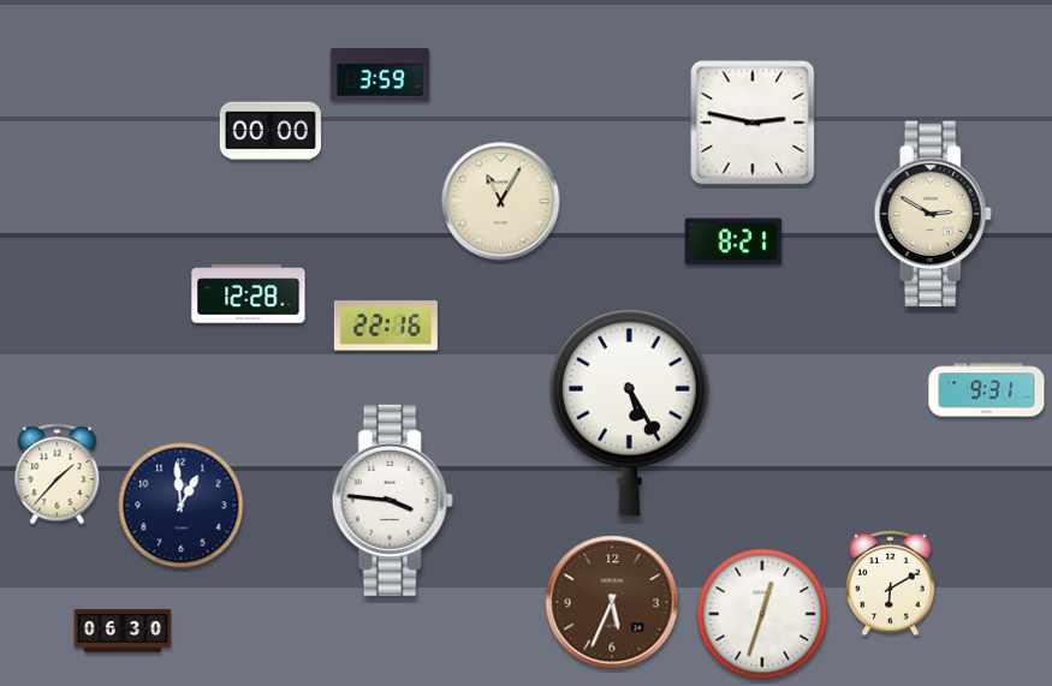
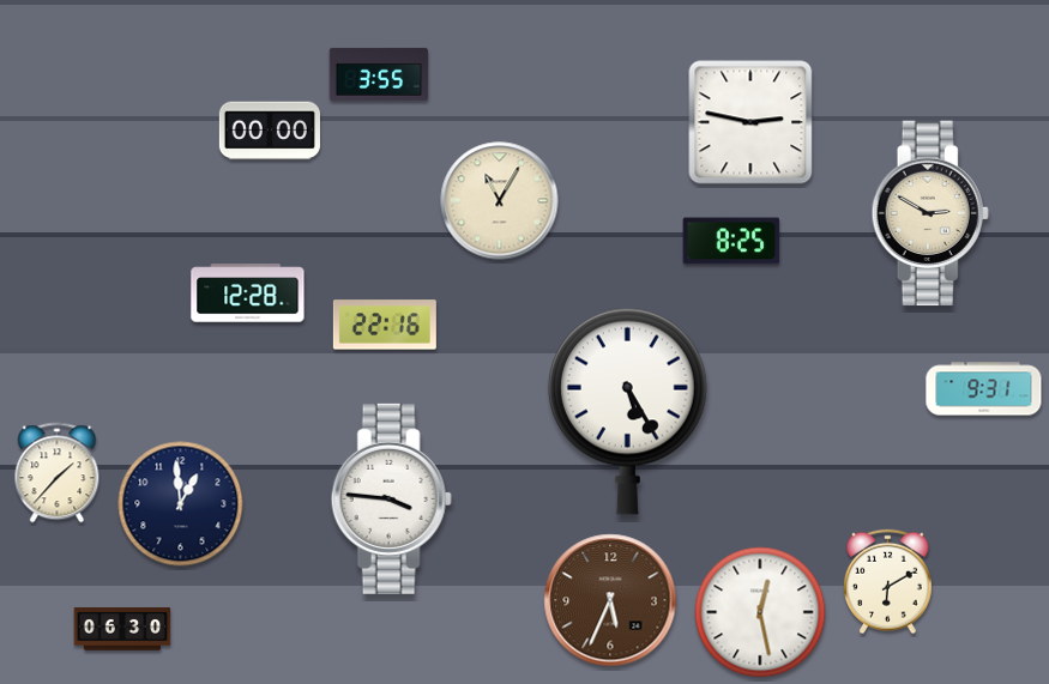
clock at (380, 74): 3:59 -> 3:55
clock at (733, 241): 8:21 -> 8:25
clock at (762, 614): 12:33 -> 12:28
